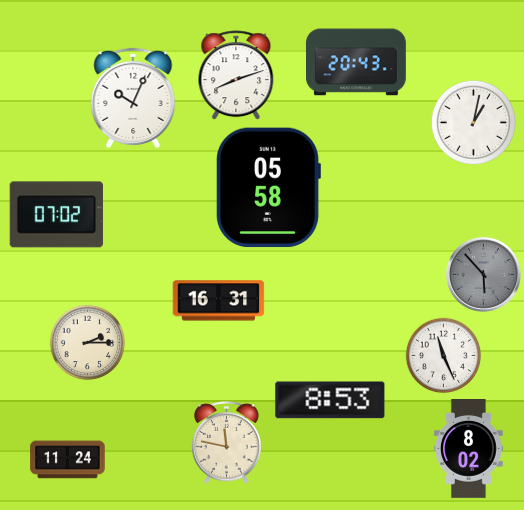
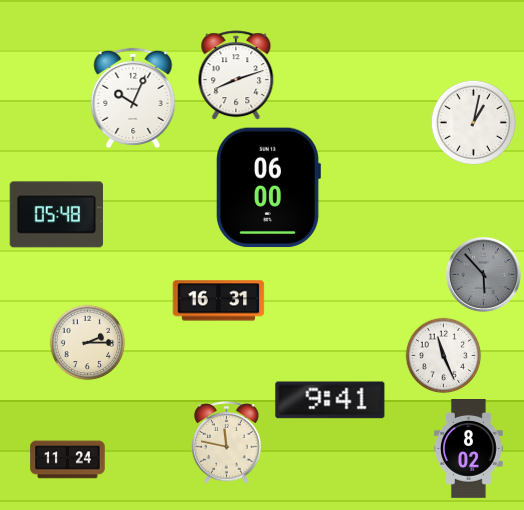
clock at (356, 62): 20:43 -> none
clock at (269, 188): 05:58 -> 06:00
clock at (56, 215): 07:02 -> 05:48
clock at (330, 400): 8:53 -> 9:41
